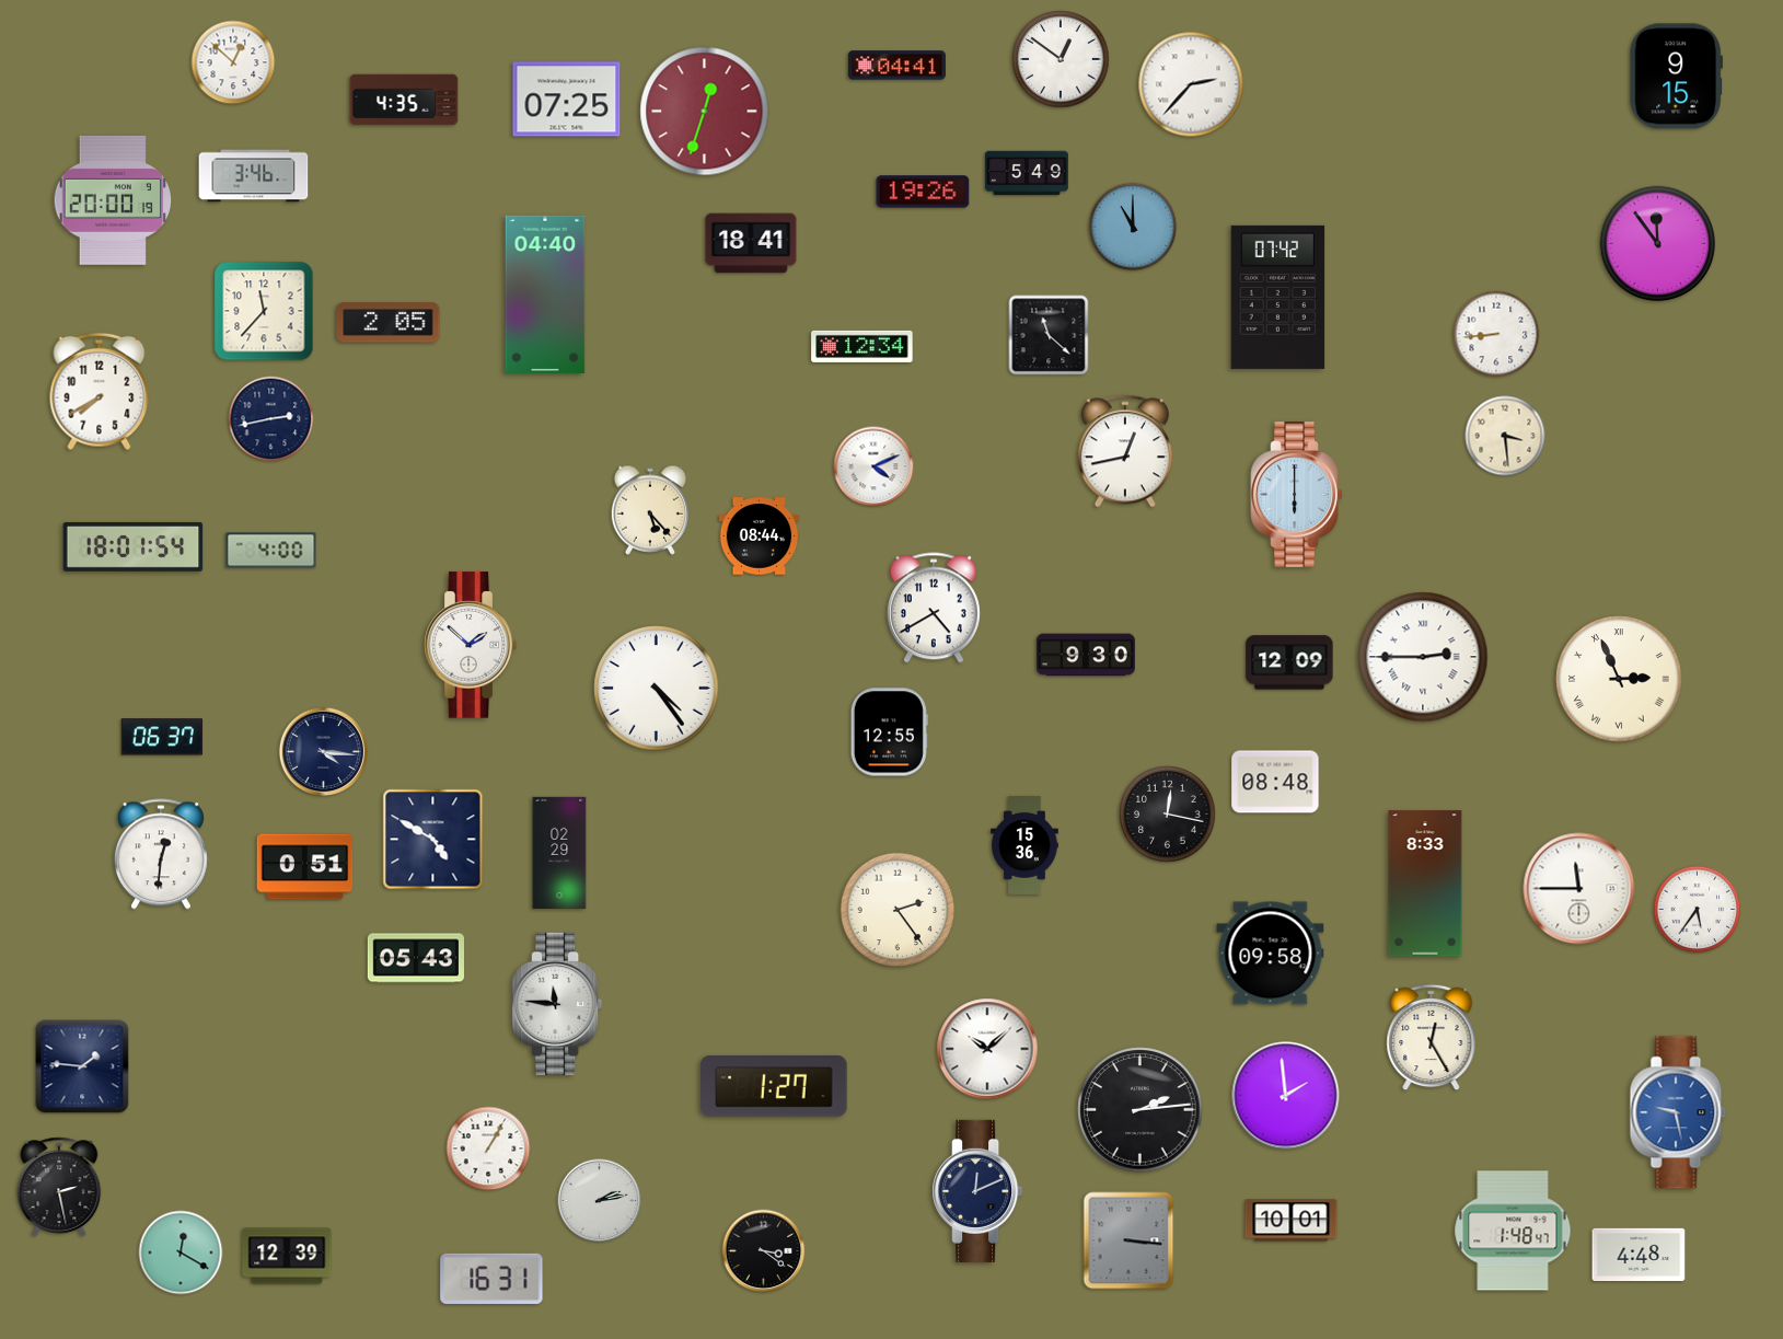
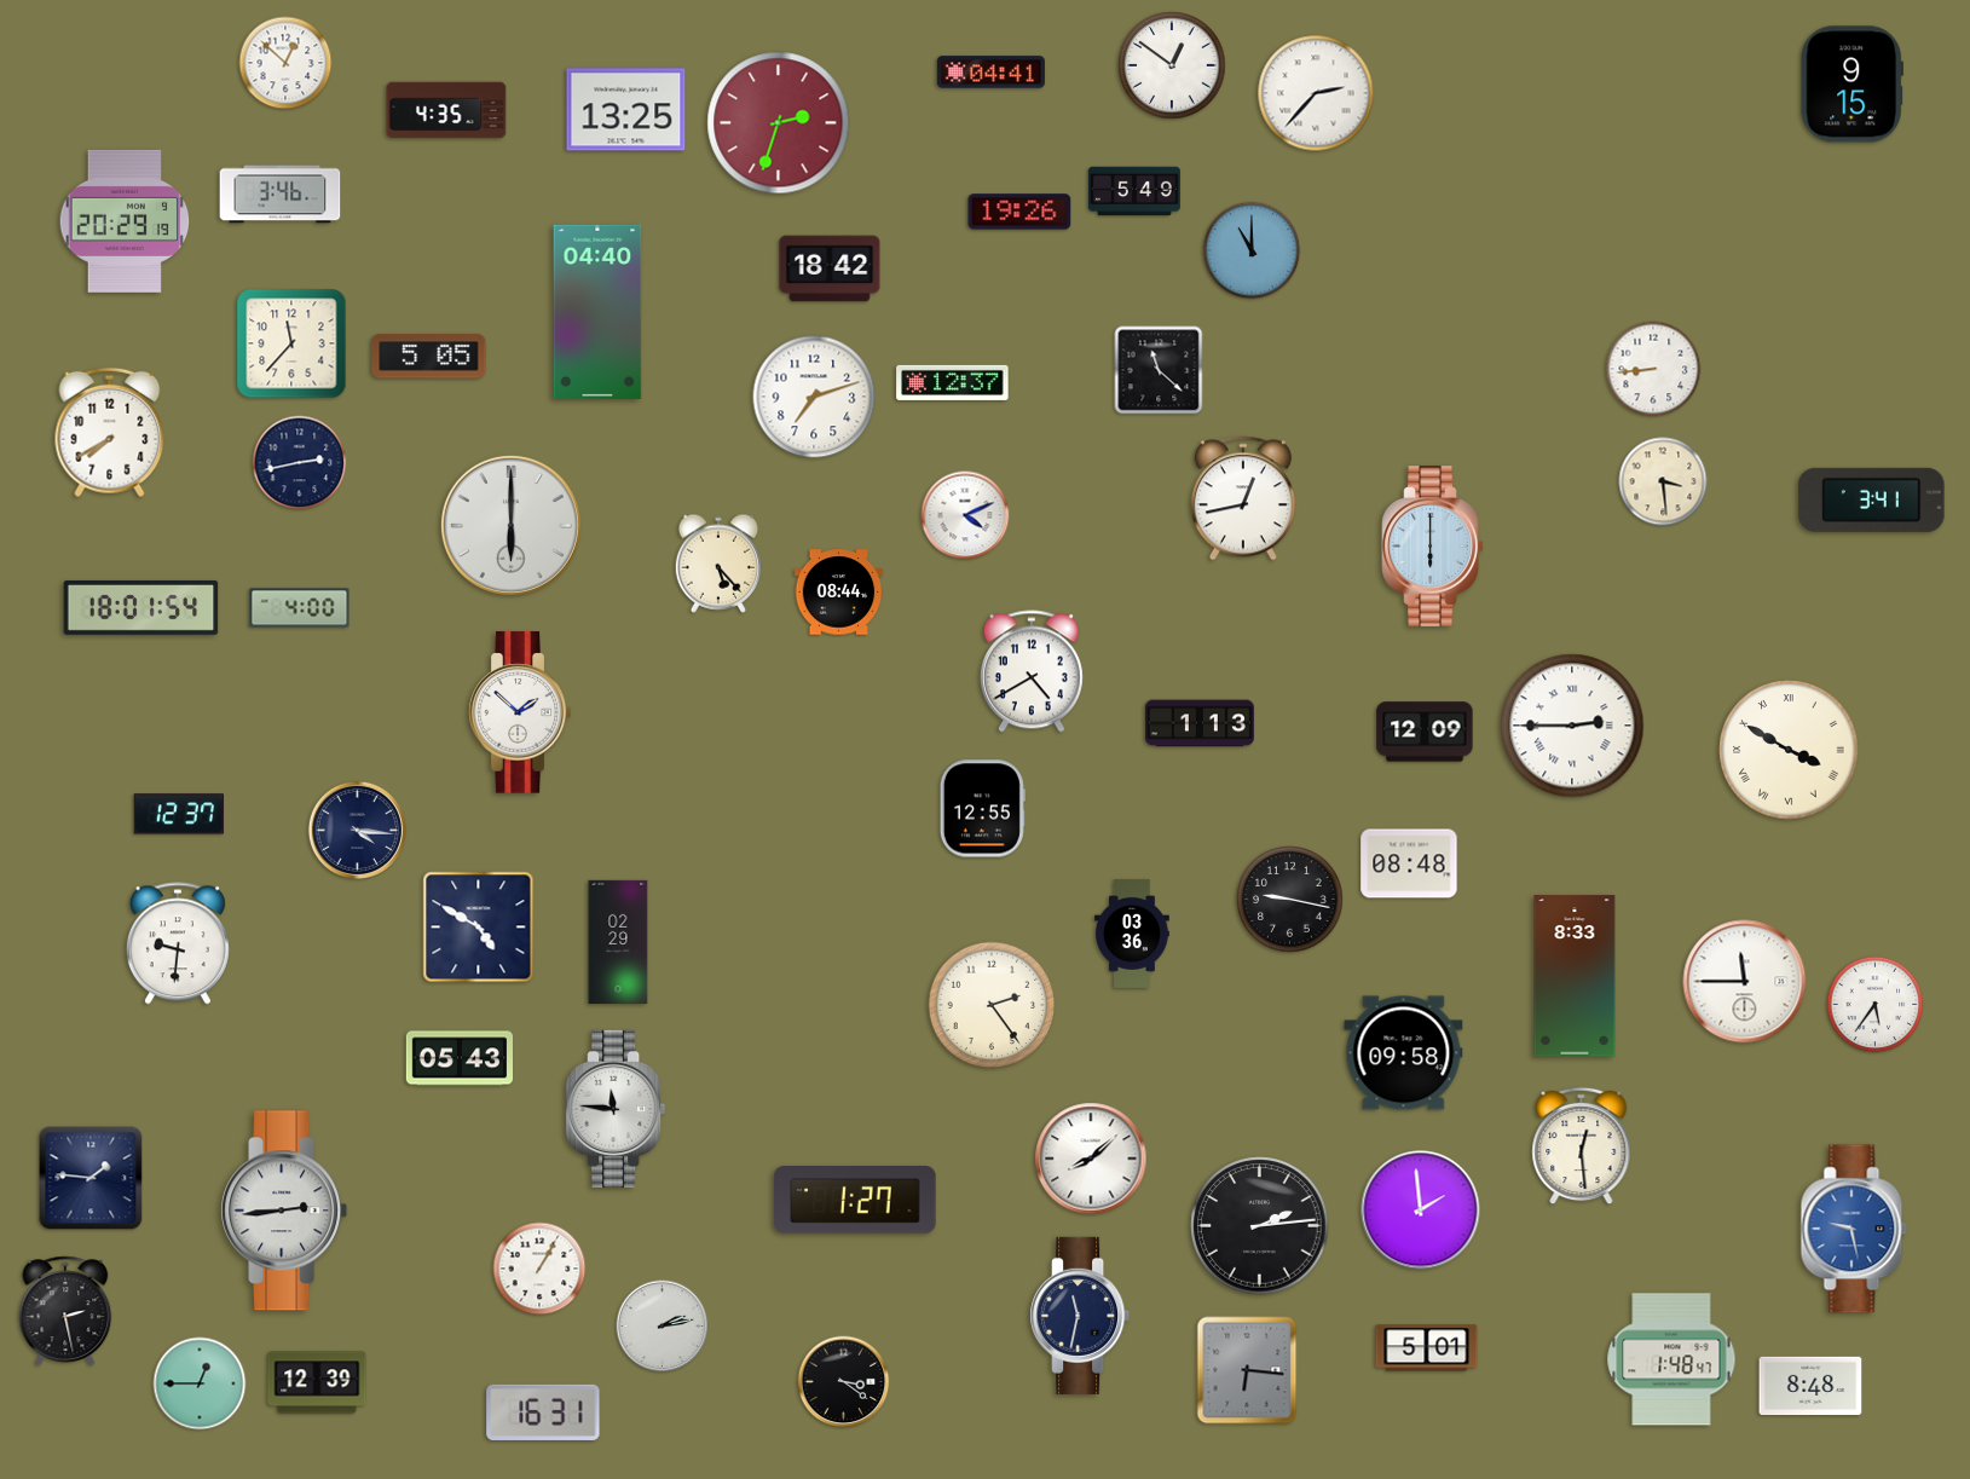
clock at (233, 62) position: (233, 62) -> (285, 63)
clock at (567, 100): 07:25 -> 13:25
clock at (705, 112): 12:33 -> 2:33
clock at (113, 200): 20:00 -> 20:29
clock at (751, 243): 18:41 -> 18:42
clock at (1658, 244): 11:54 -> none
clock at (545, 295) position: (545, 295) -> (597, 312)
clock at (1278, 297): 07:42 -> none
clock at (389, 323): 2:05 -> 5:05
clock at (862, 346): 12:34 -> 12:37
clock at (814, 397): none -> 7:12
clock at (1872, 499): none -> 3:41
clock at (510, 525): none -> 6:00
clock at (134, 546) position: (134, 546) -> (141, 607)
clock at (1086, 655): 9:30 -> 1:13
clock at (1619, 679): 2:56 -> 3:50
clock at (657, 689): 4:24 -> none
clock at (161, 737): 06:37 -> 12:37
clock at (1168, 815): 12:17 -> 9:17
clock at (1026, 845): 15:36 -> 03:36
clock at (161, 854): 12:31 -> 9:31
clock at (305, 867): 0:51 -> none
clock at (1432, 1038): 12:25 -> 12:29
clock at (987, 1049): 10:08 -> 8:08
clock at (284, 1211): none -> 2:44
clock at (977, 1191): 12:11 -> 11:32
clock at (1292, 1221): 10:01 -> 5:01
clock at (1128, 1240): 3:16 -> 6:16
clock at (181, 1253): 12:20 -> 12:45
clock at (1639, 1255): 4:48 -> 8:48
clock at (287, 1256) position: (287, 1256) -> (317, 1382)
